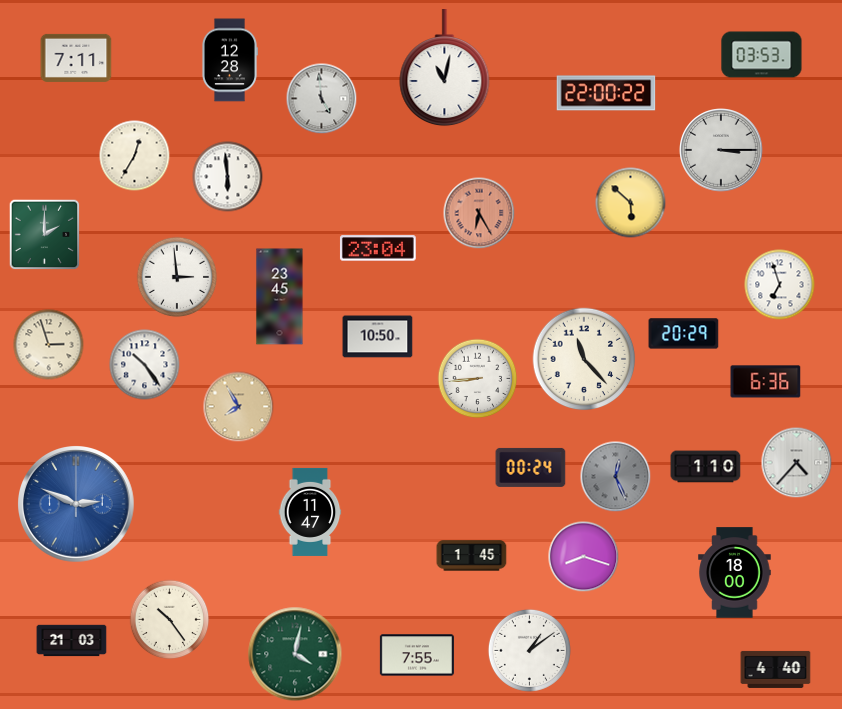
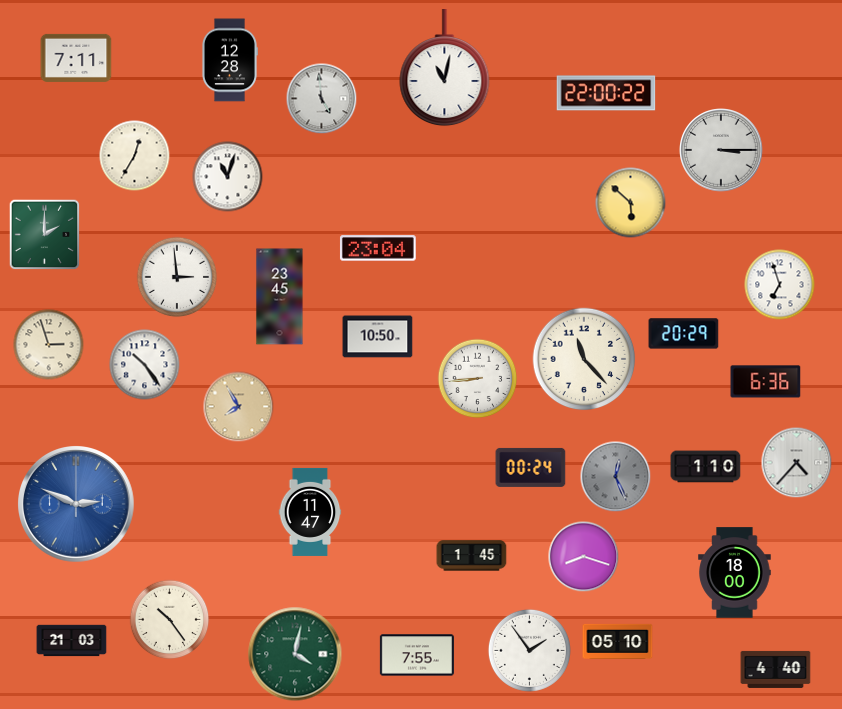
clock at (762, 55): 03:53 -> none
clock at (228, 177): 5:59 -> 11:03
clock at (479, 213): 6:25 -> none
clock at (618, 641): none -> 05:10
clock at (529, 650): 1:09 -> 1:54
